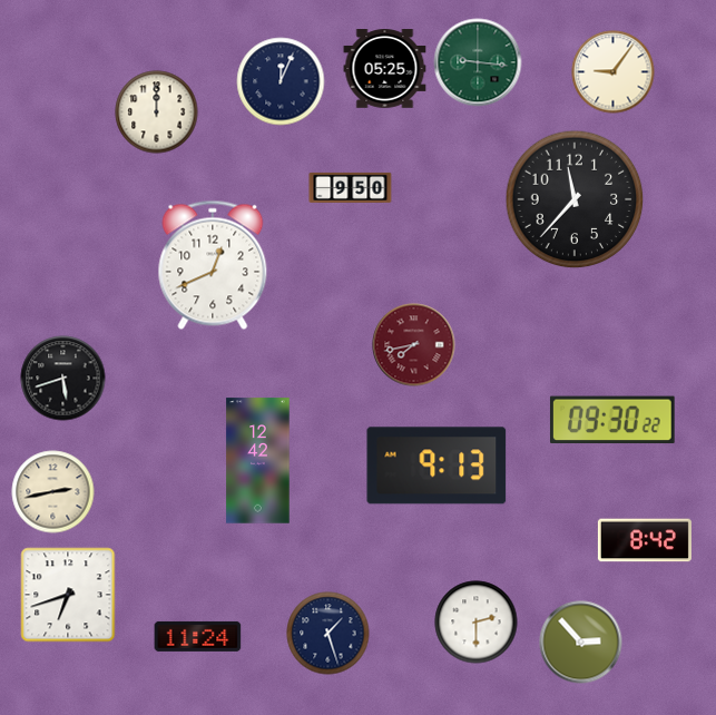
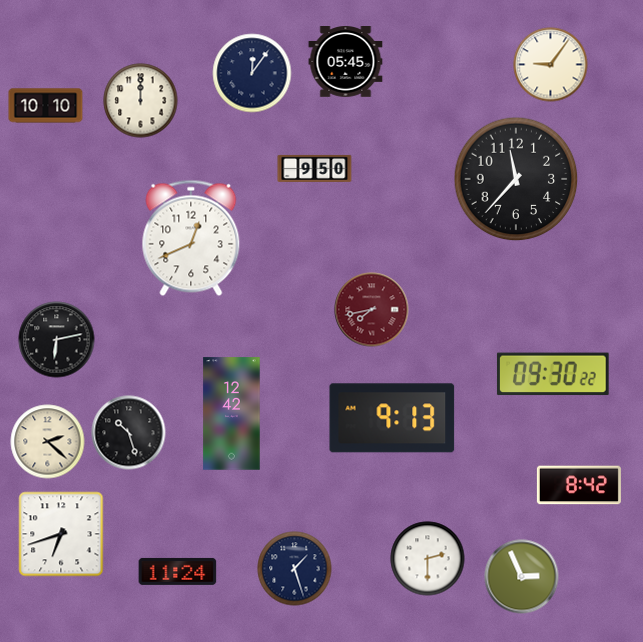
clock at (478, 62): 9:16 -> none
clock at (385, 69): 05:25 -> 05:45
clock at (281, 81): 12:04 -> 12:06
clock at (46, 106): none -> 10:10
clock at (63, 379): 5:42 -> 6:13
clock at (612, 420) position: (612, 420) -> (553, 374)
clock at (129, 433): none -> 10:27
clock at (53, 492): 2:43 -> 2:22
clock at (581, 643): 2:53 -> 2:56
